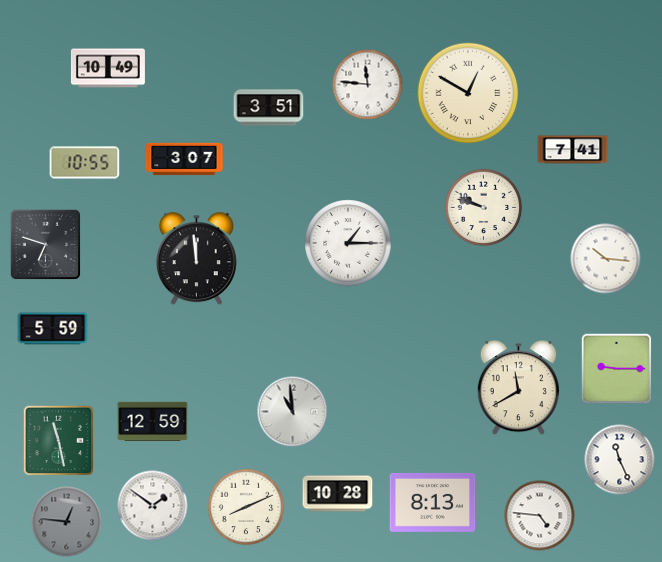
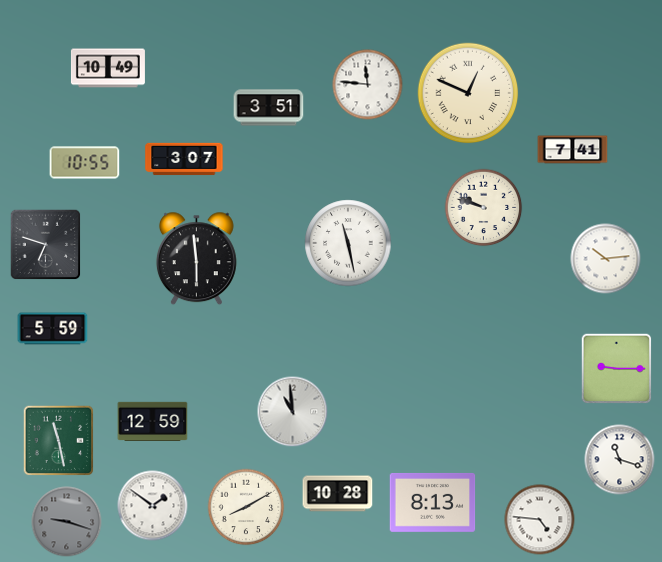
clock at (468, 93): 12:50 -> 12:49
clock at (348, 243): 1:15 -> 11:28
clock at (196, 259): 11:59 -> 5:59
clock at (606, 259): 10:16 -> 10:14
clock at (518, 388): 11:40 -> none
clock at (620, 460): 11:26 -> 11:18
clock at (246, 507): 8:11 -> 8:10
clock at (540, 516) position: (540, 516) -> (540, 520)
clock at (67, 522): 12:46 -> 9:18
